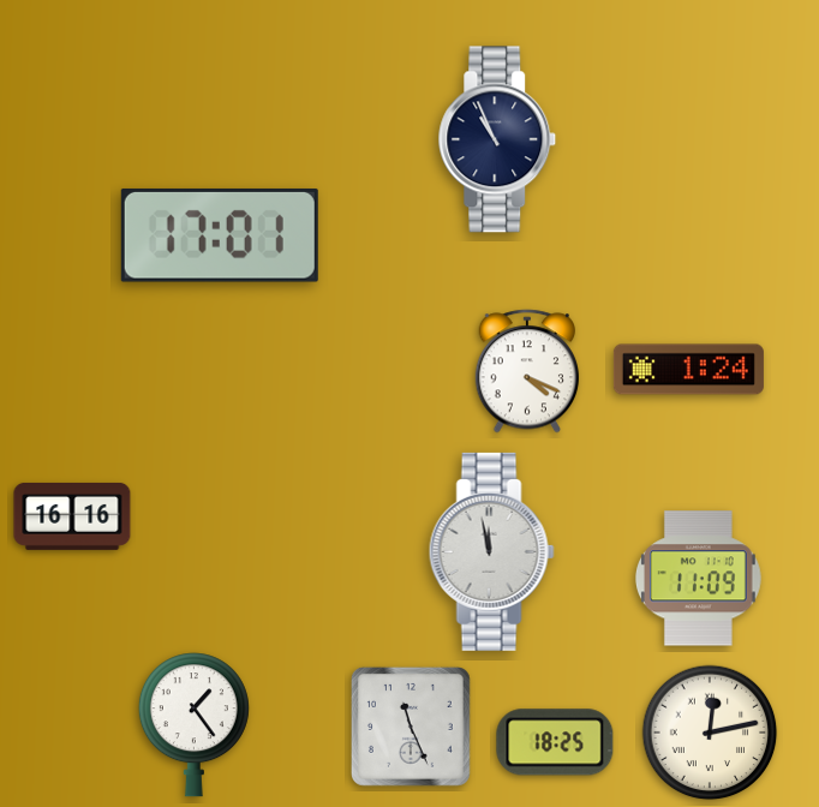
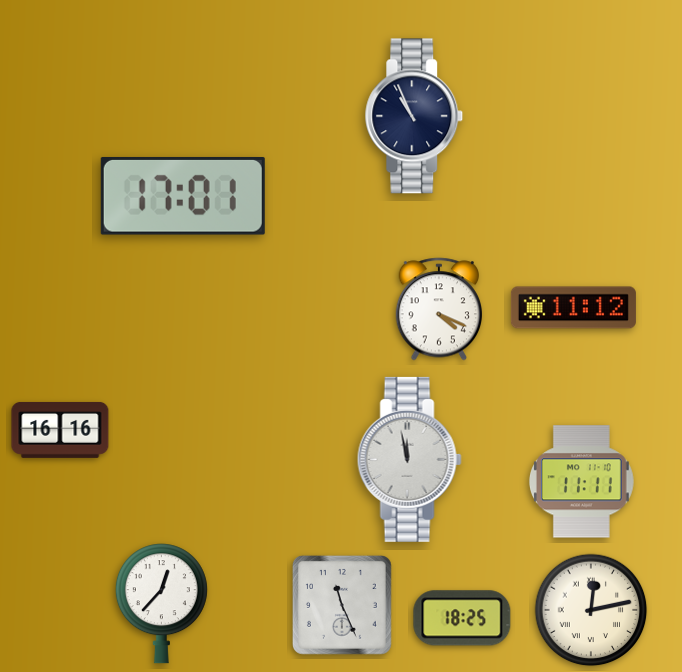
clock at (688, 370): 1:24 -> 11:12
clock at (698, 579): 11:09 -> 11:11
clock at (193, 725): 1:24 -> 12:37
